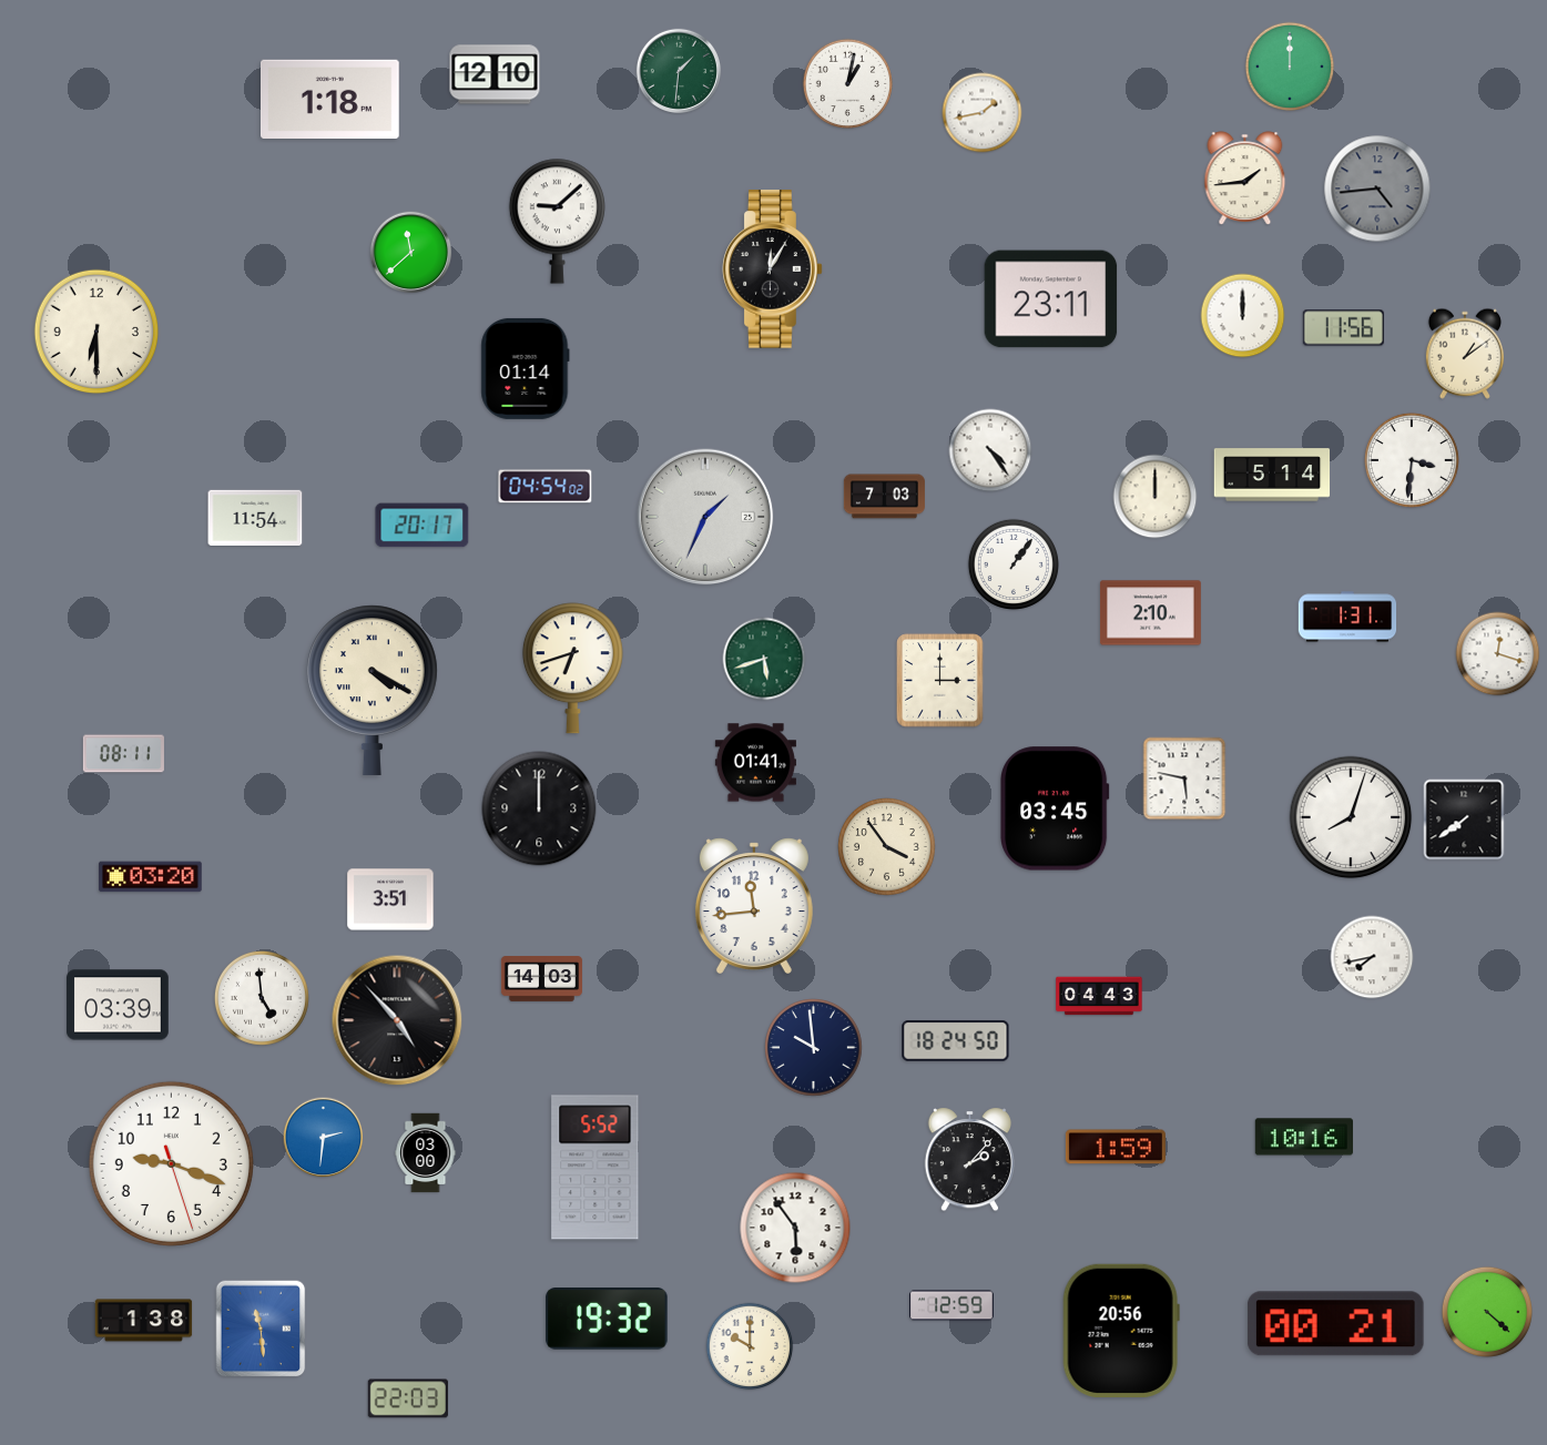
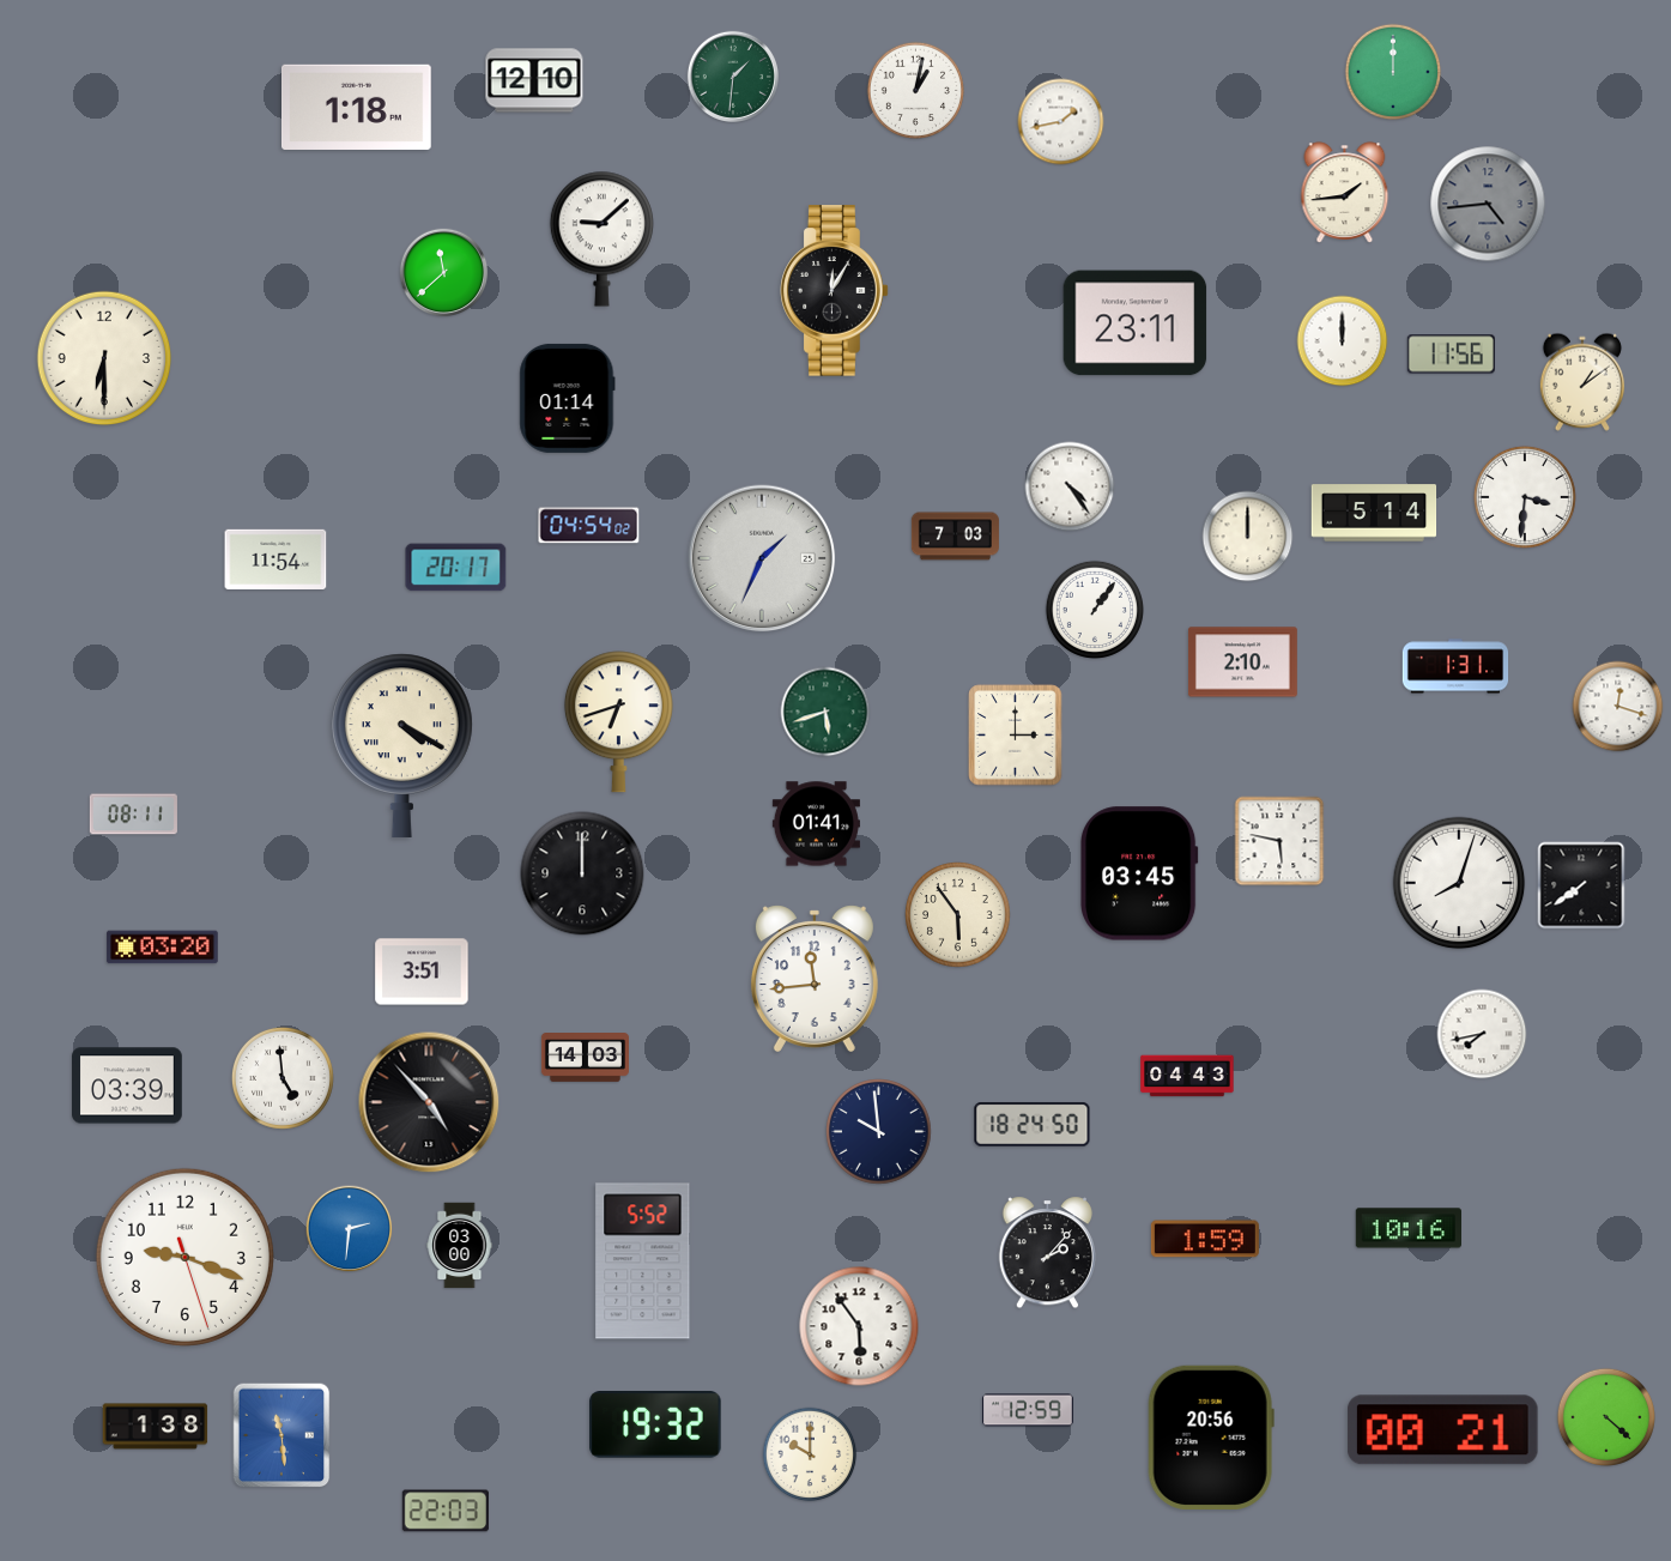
clock at (887, 847): 3:54 -> 5:54
clock at (408, 1398) position: (408, 1398) -> (446, 1511)
